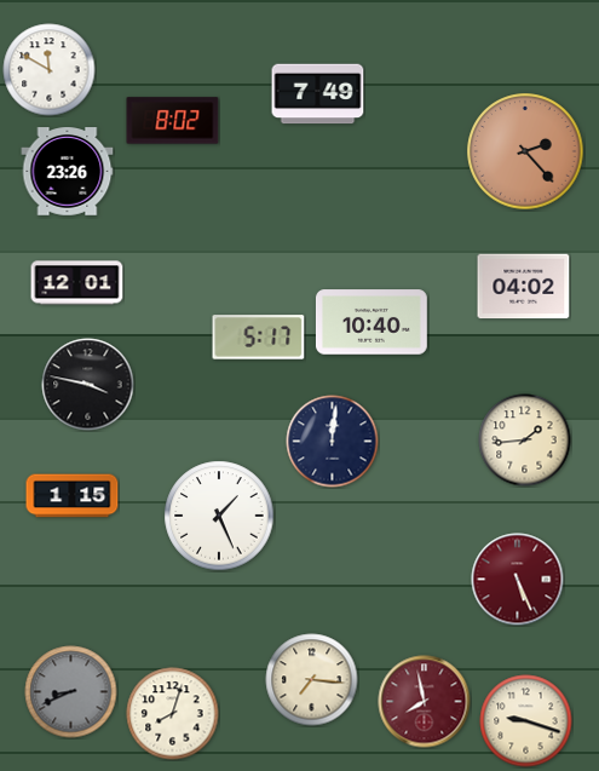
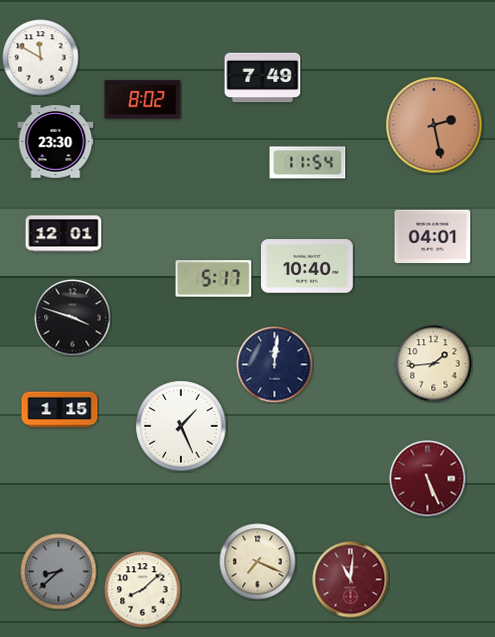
clock at (525, 151): 2:23 -> 2:28
clock at (68, 172): 23:26 -> 23:30
clock at (308, 163): none -> 11:54
clock at (524, 287): 04:02 -> 04:01
clock at (88, 385): 3:47 -> 3:48
clock at (312, 680): 7:16 -> 7:19
clock at (71, 692): 8:41 -> 8:38
clock at (425, 702): 7:58 -> 11:01
clock at (173, 714): 8:03 -> 8:08
clock at (526, 721): 9:18 -> none
